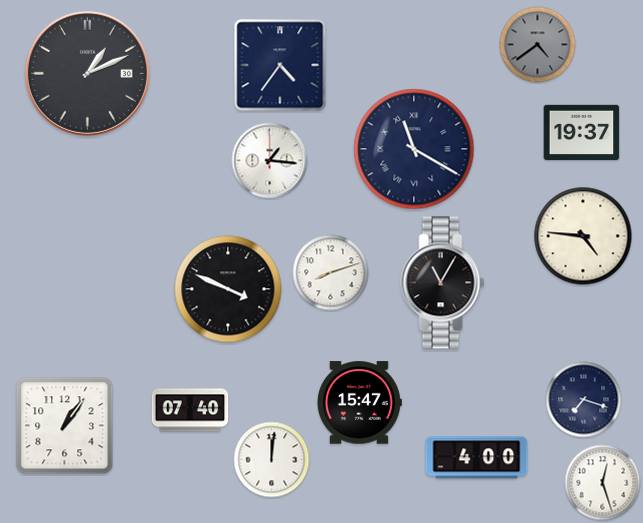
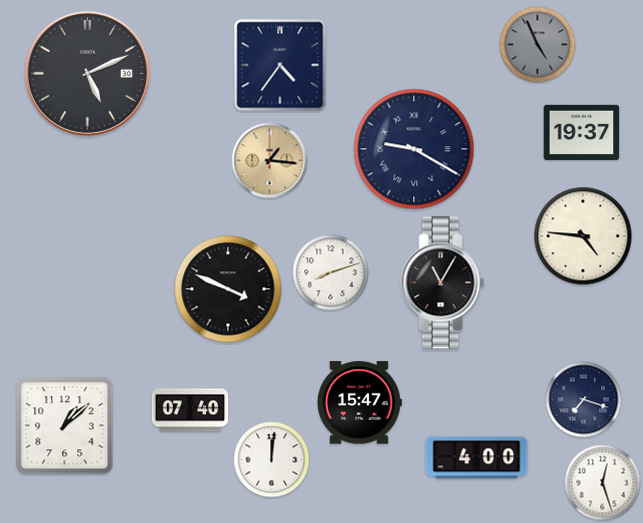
clock at (538, 45): 4:39 -> 4:56
clock at (87, 73): 1:11 -> 5:11
clock at (414, 149): 11:20 -> 9:20
clock at (270, 161) dial: white -> champagne
clock at (65, 426): 1:06 -> 1:08
